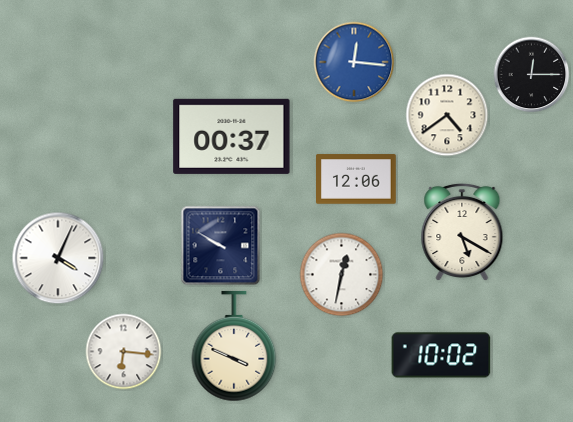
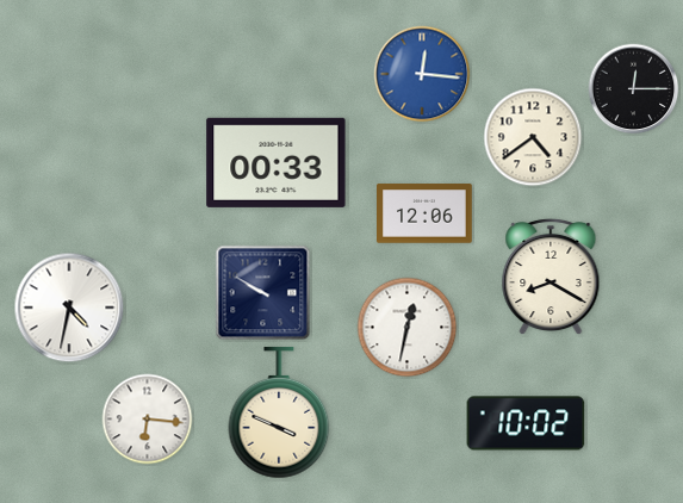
clock at (232, 136): 00:37 -> 00:33
clock at (462, 232): 5:20 -> 8:20
clock at (58, 258): 4:04 -> 4:32
